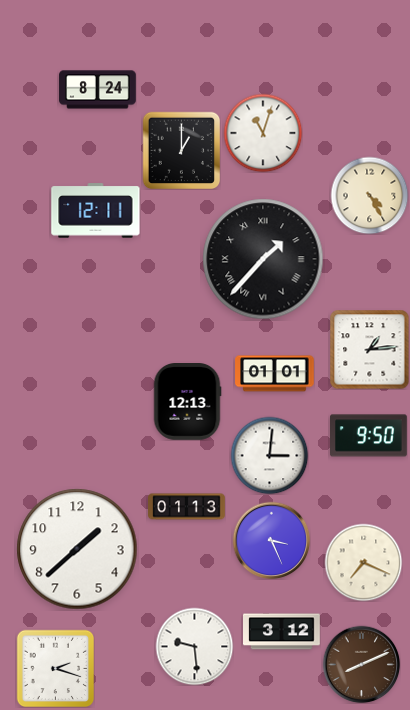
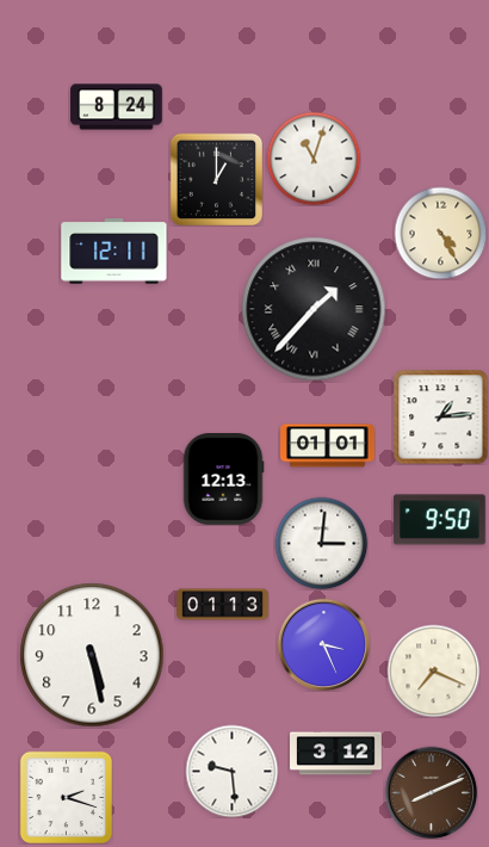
clock at (77, 549): 1:38 -> 5:28
